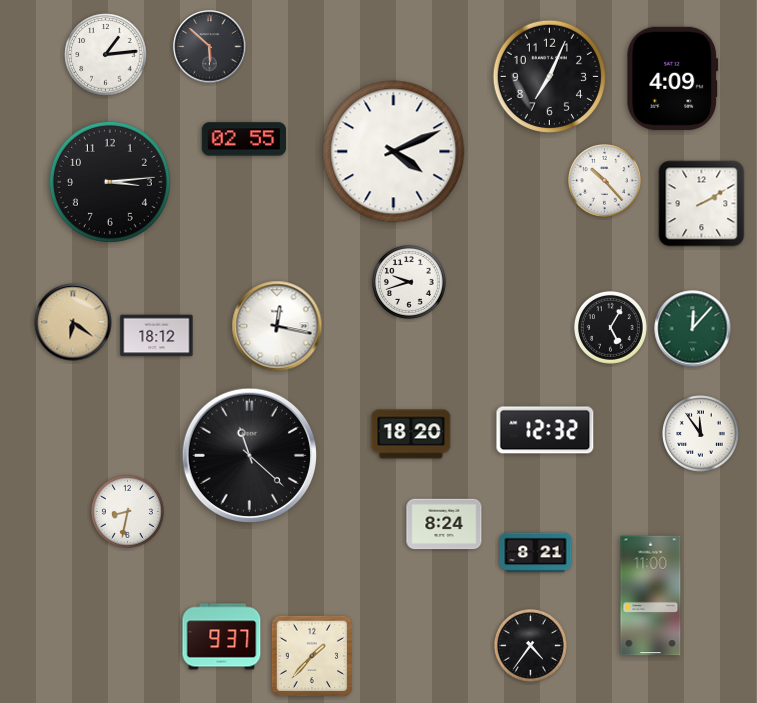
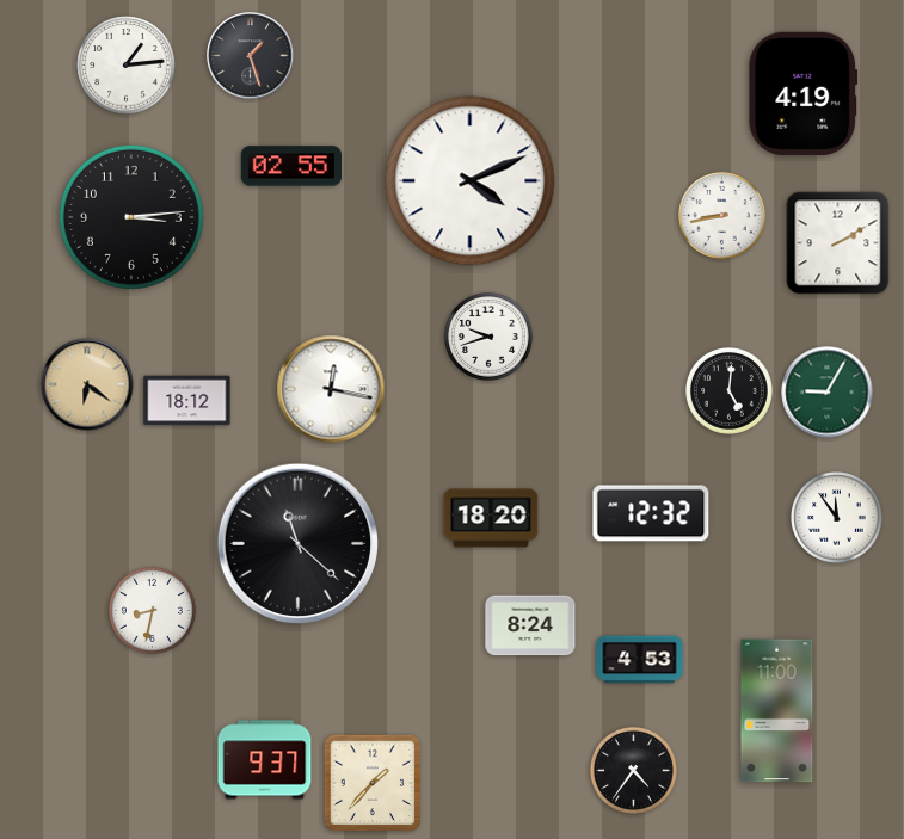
clock at (210, 47): 5:52 -> 1:27
clock at (549, 76): 7:04 -> none
clock at (673, 78): 4:09 -> 4:19
clock at (604, 180): 10:23 -> 8:43
clock at (610, 327): 5:05 -> 5:01
clock at (693, 329): 12:07 -> 9:05
clock at (536, 553): 8:21 -> 4:53
